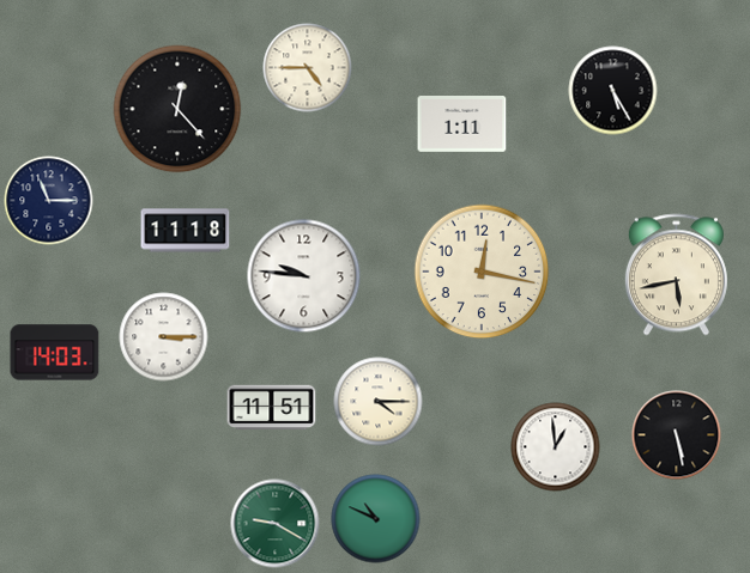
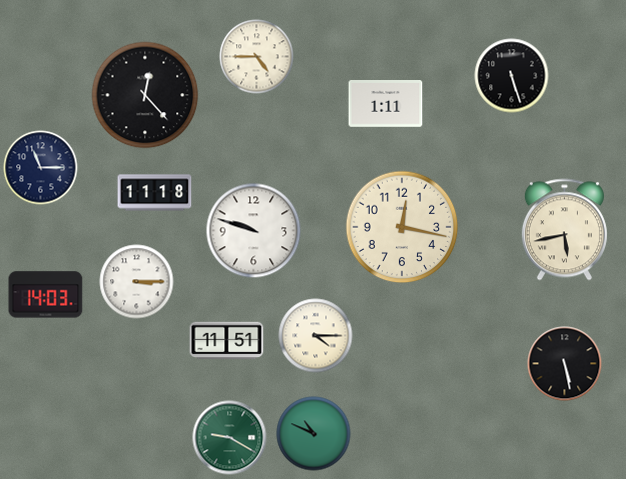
clock at (613, 91): 5:25 -> 5:27
clock at (177, 109) position: (177, 109) -> (145, 95)
clock at (304, 276): 9:46 -> 9:48
clock at (556, 447): 12:59 -> none
